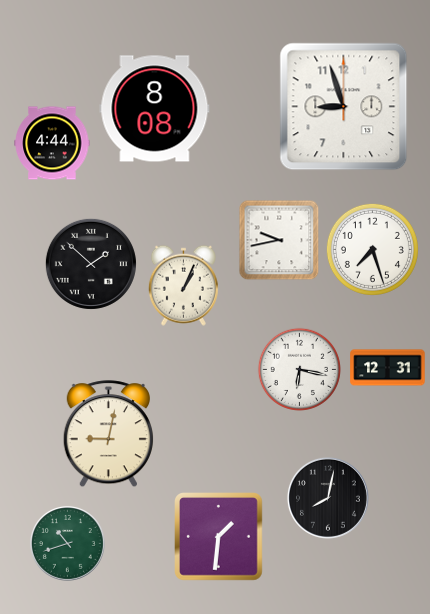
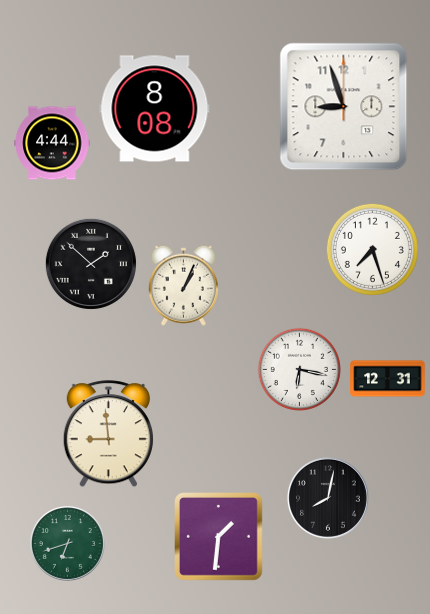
clock at (279, 240): 9:43 -> none
clock at (388, 368) position: (388, 368) -> (388, 379)
clock at (108, 434): 9:02 -> 8:59
clock at (67, 543): 10:42 -> 6:42
